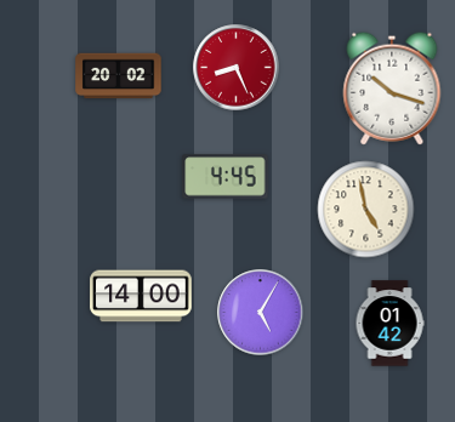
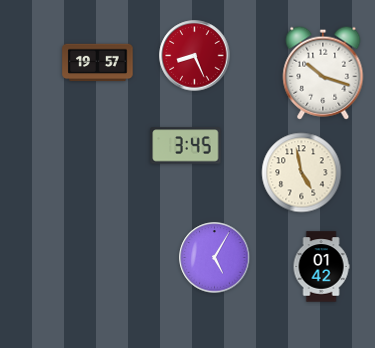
clock at (119, 76): 20:02 -> 19:57
clock at (226, 177): 4:45 -> 3:45
clock at (141, 296): 14:00 -> none
